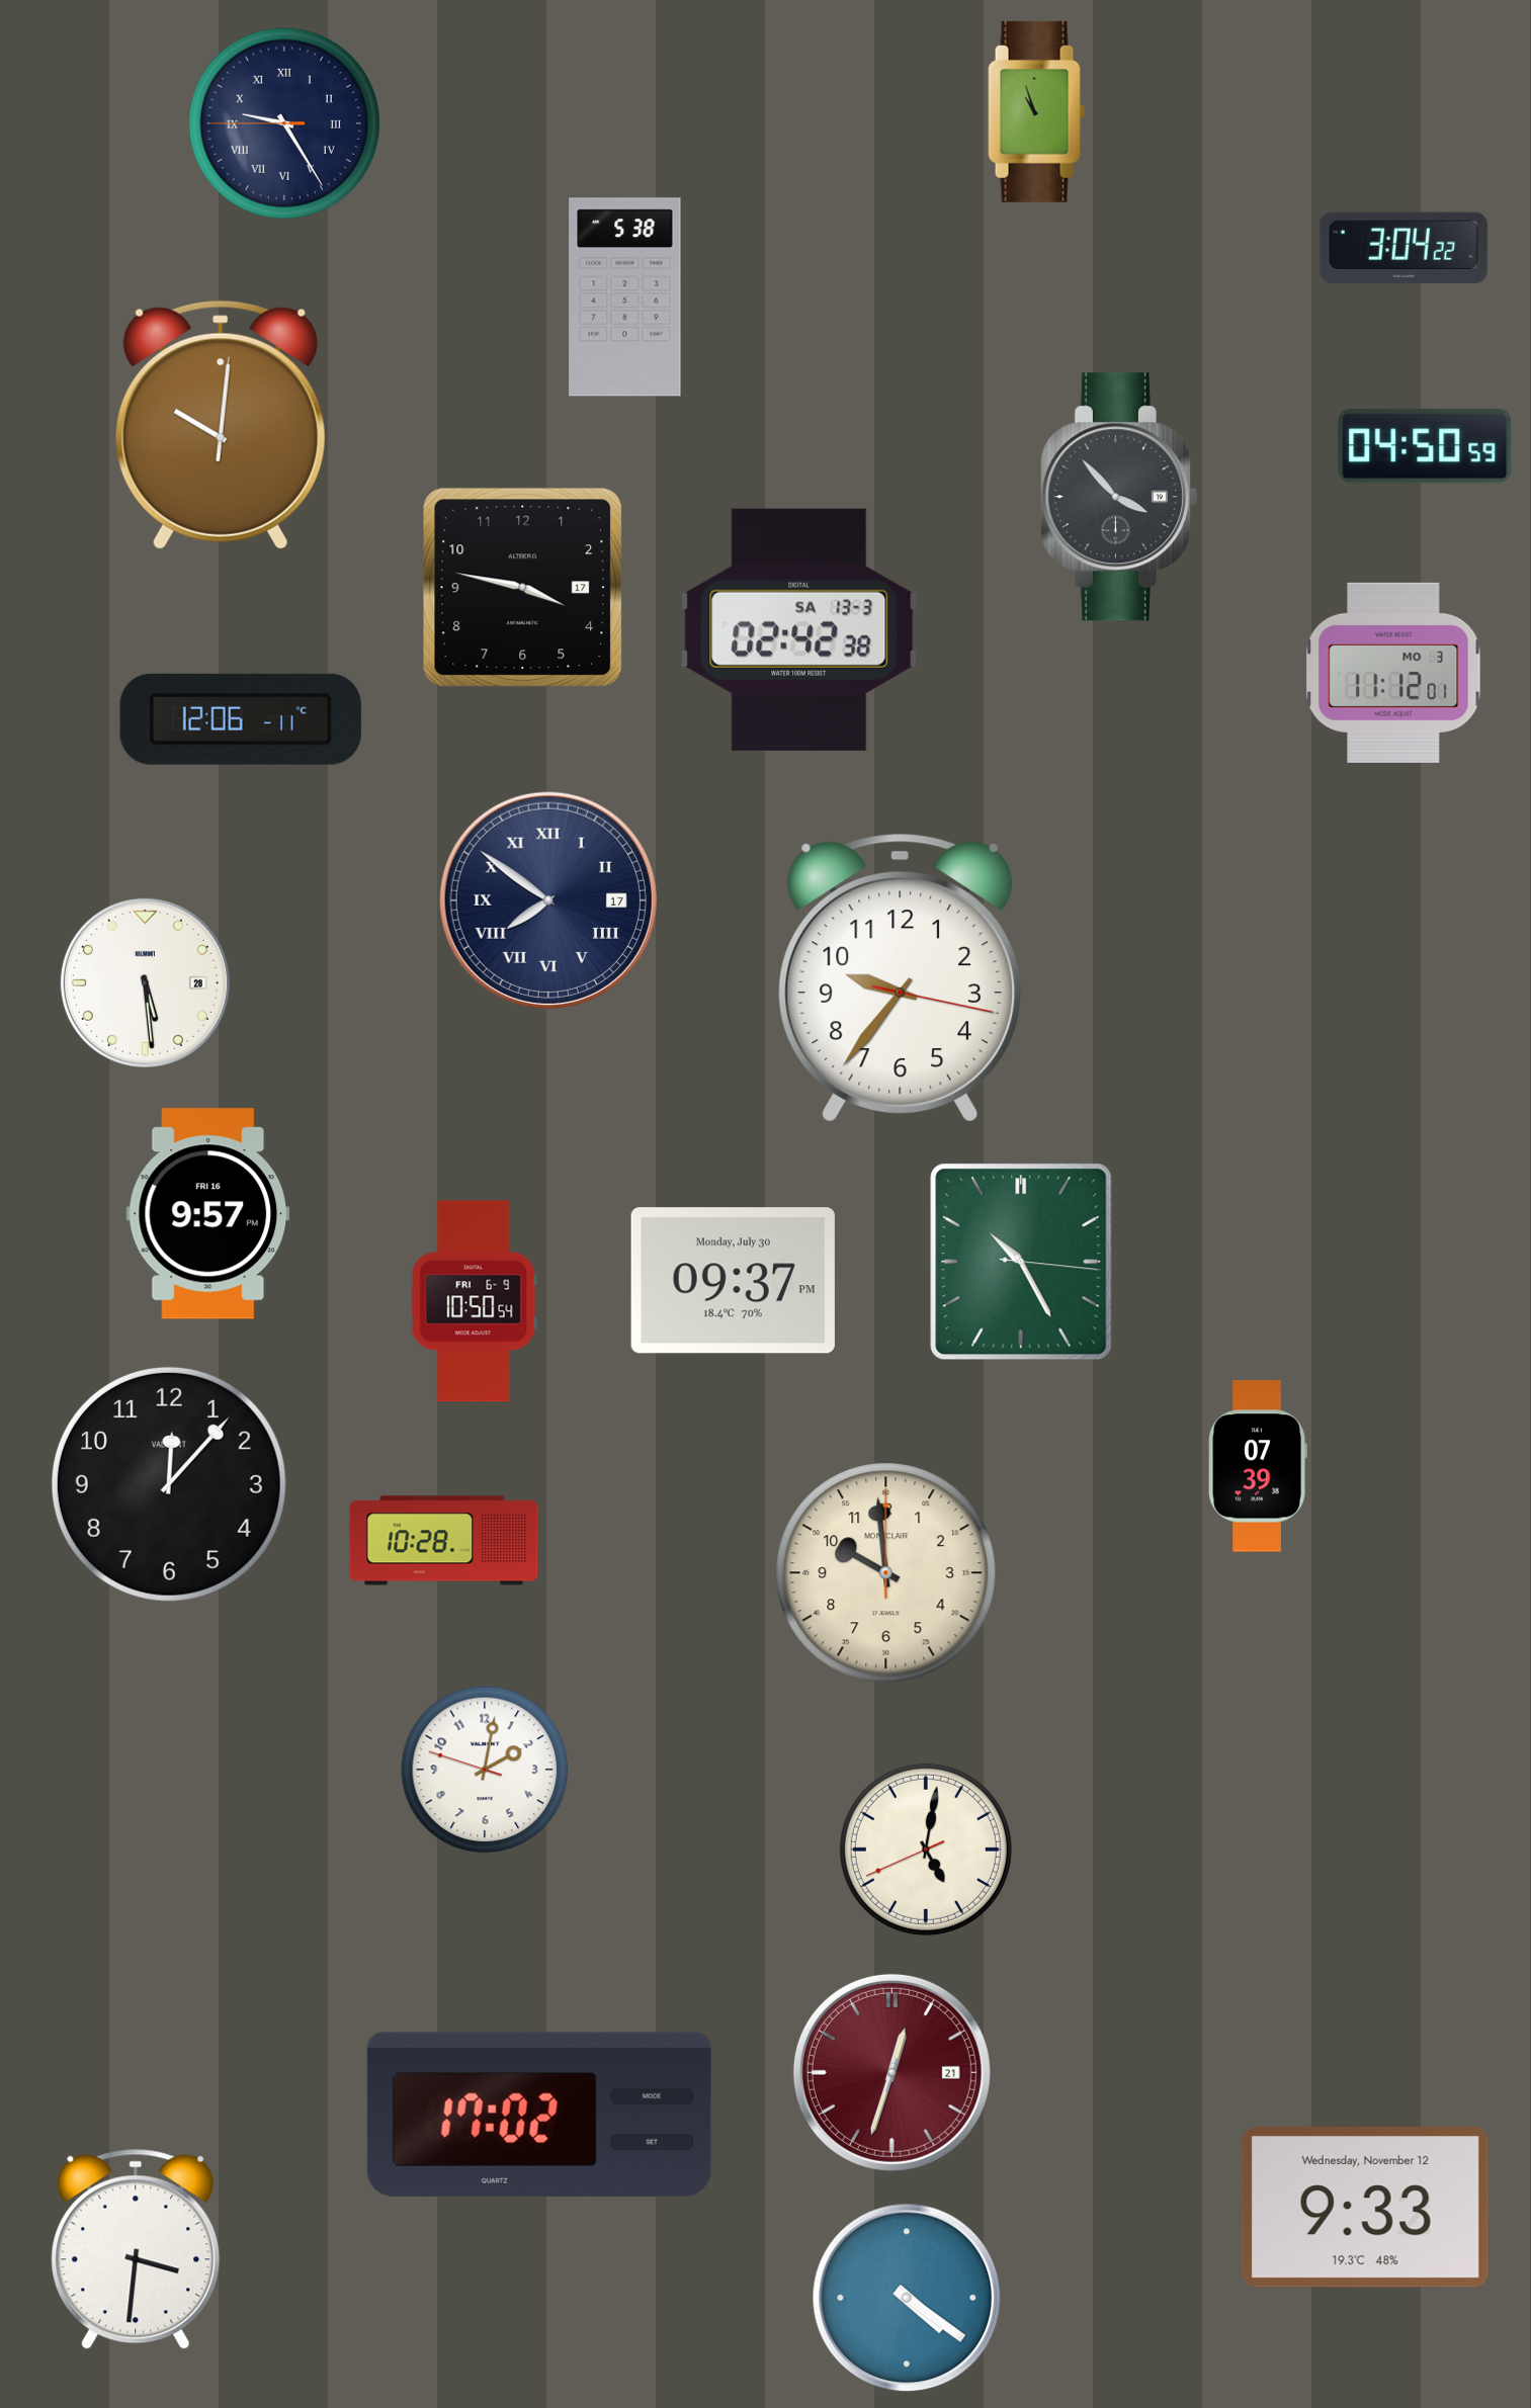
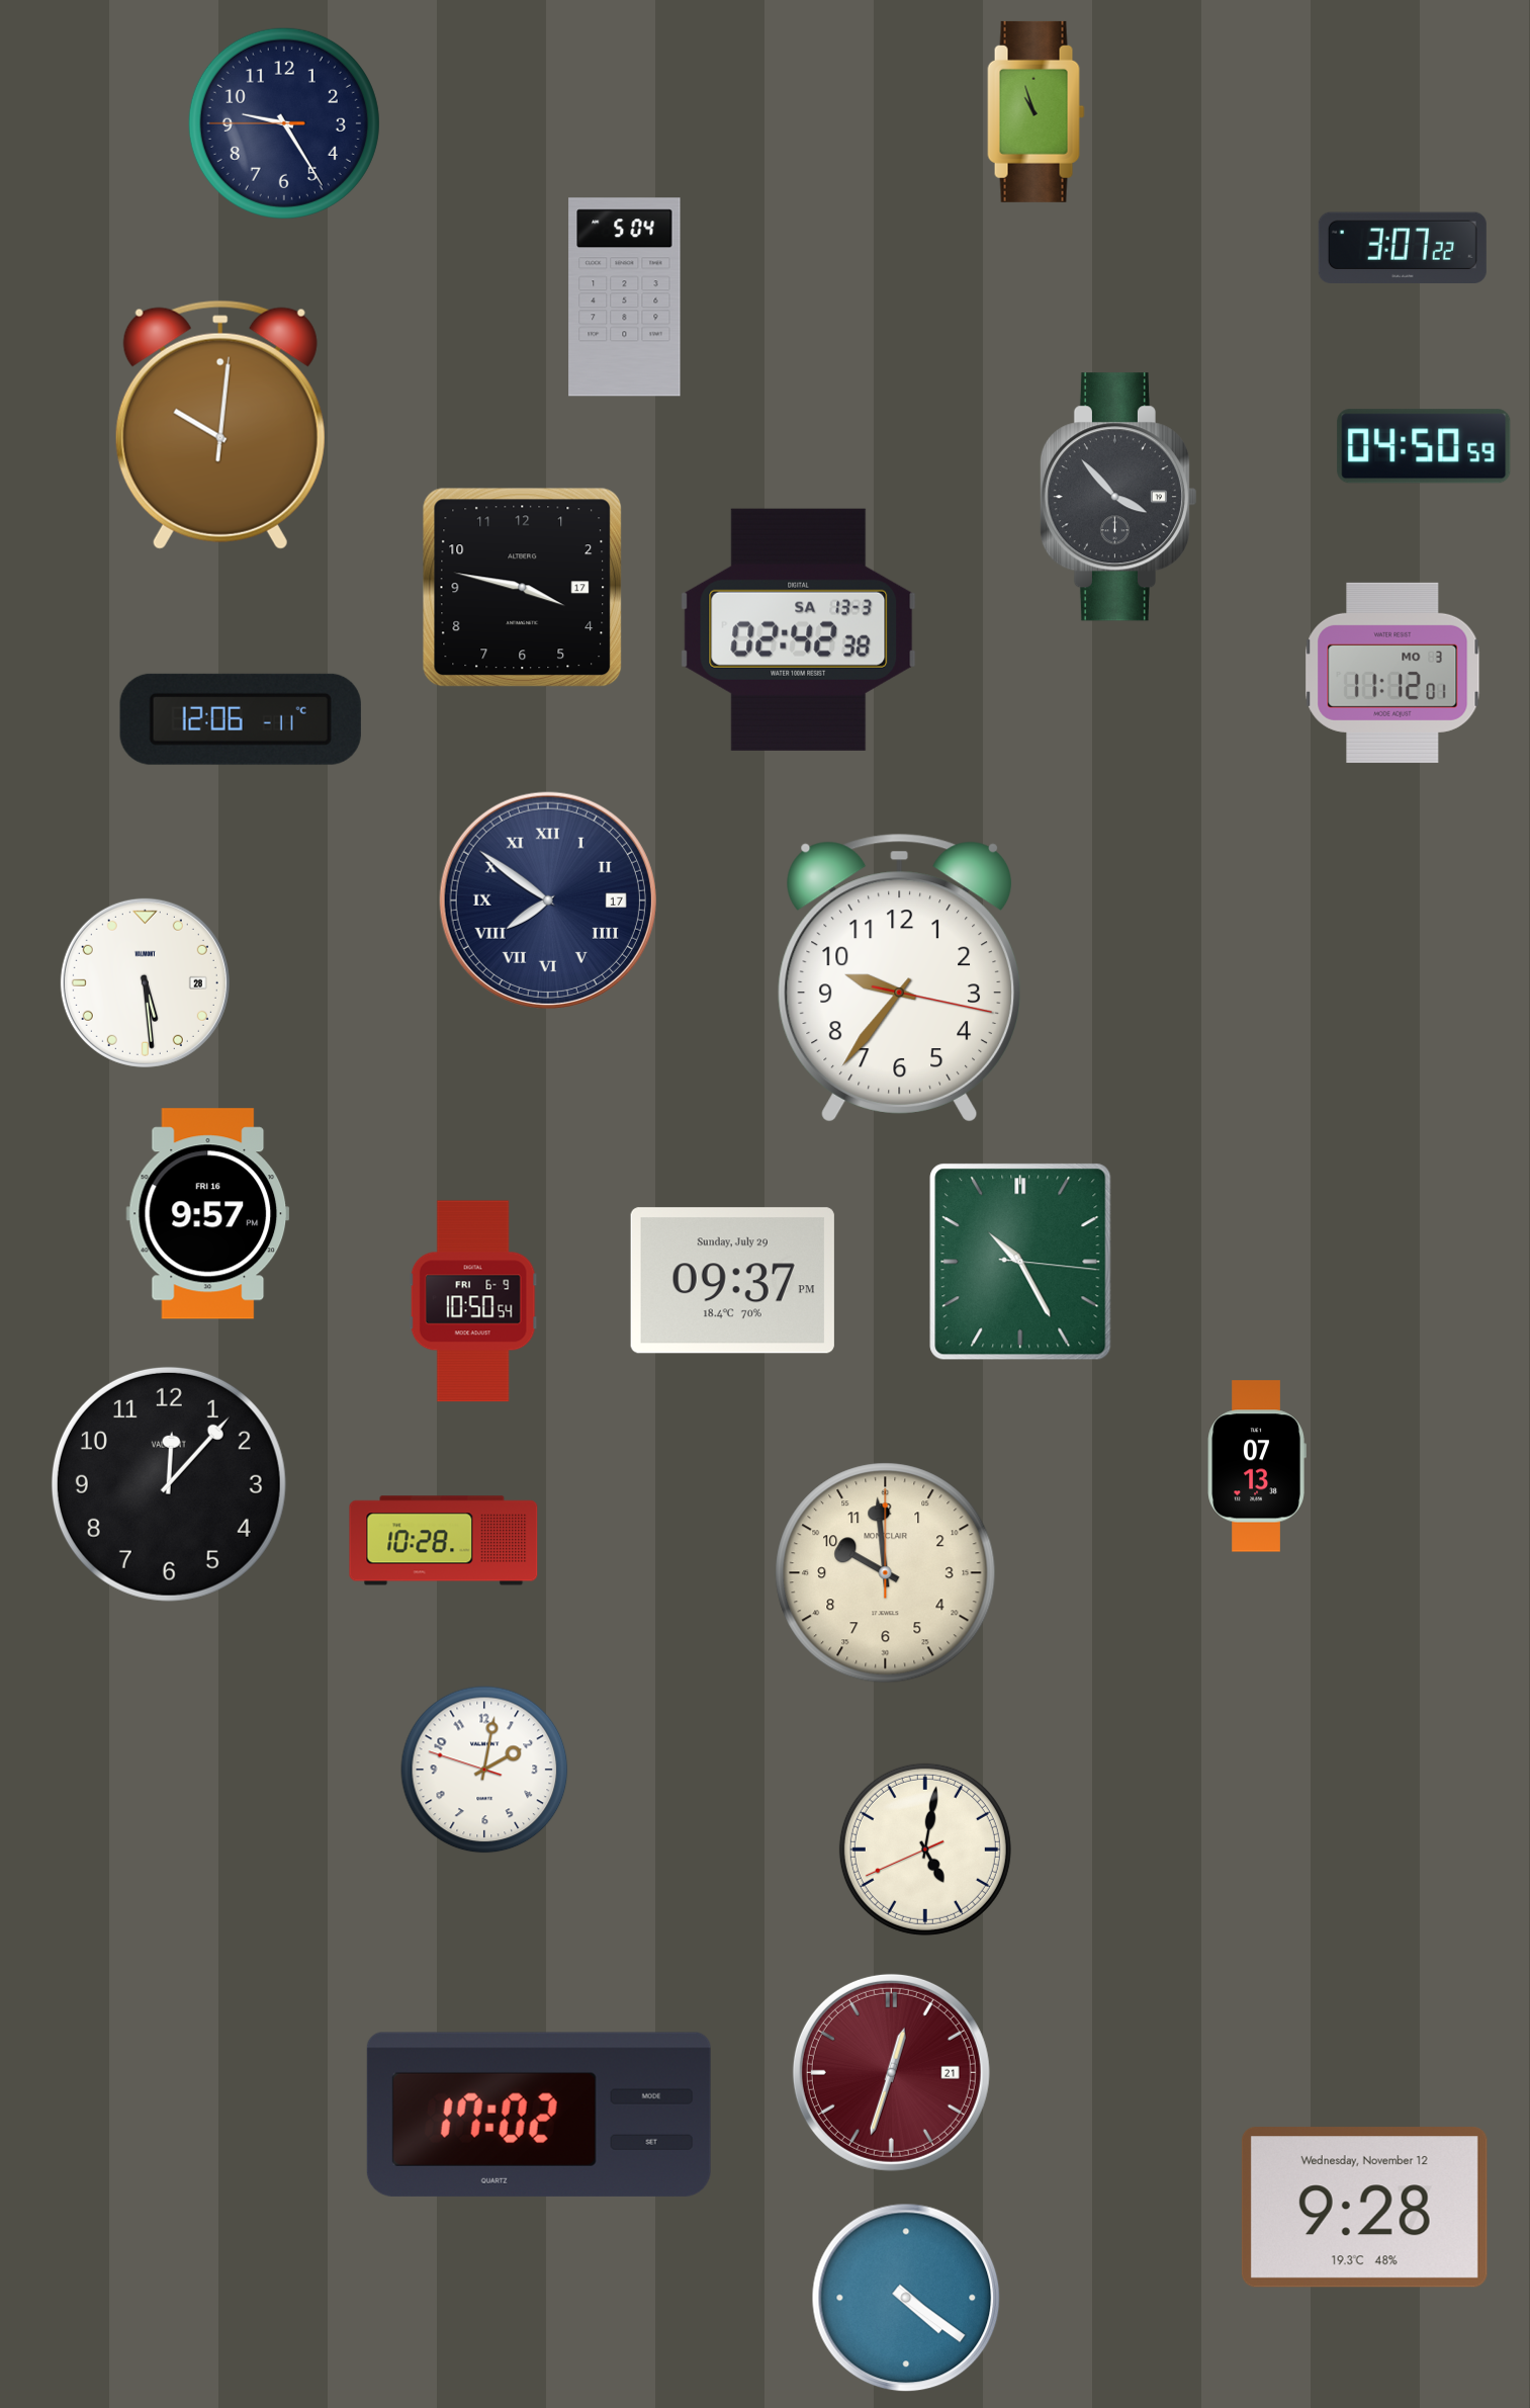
clock at (284, 123) numerals: Roman -> Arabic
clock at (1404, 248): 3:04 -> 3:07
clock at (625, 297): 5:38 -> 5:04
clock at (733, 1281) date: Monday, July 30 -> Sunday, July 29
clock at (1258, 1466): 07:39 -> 07:13
clock at (1365, 2208): 9:33 -> 9:28
clock at (136, 2249): 3:31 -> none
